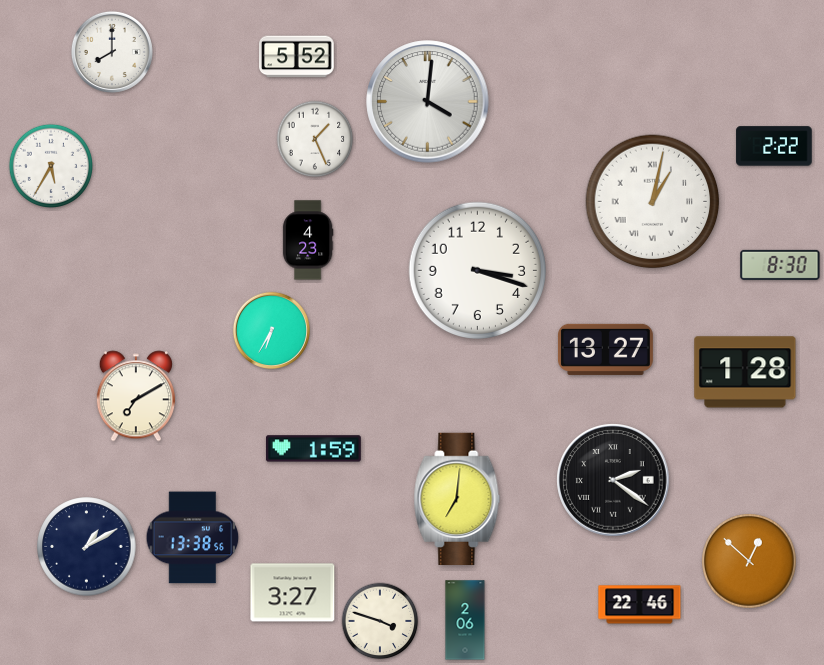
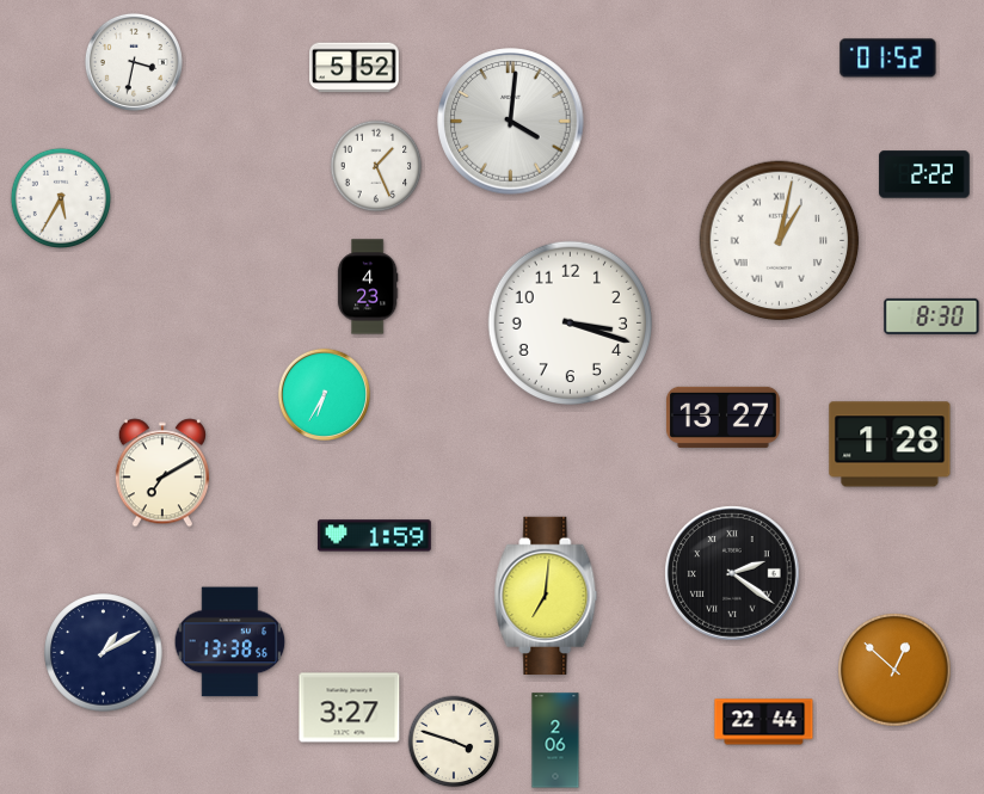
clock at (888, 59): none -> 01:52
clock at (112, 52): 8:00 -> 3:32
clock at (640, 605): 22:46 -> 22:44
